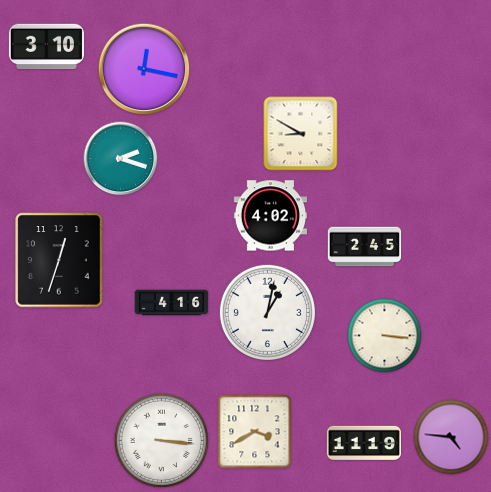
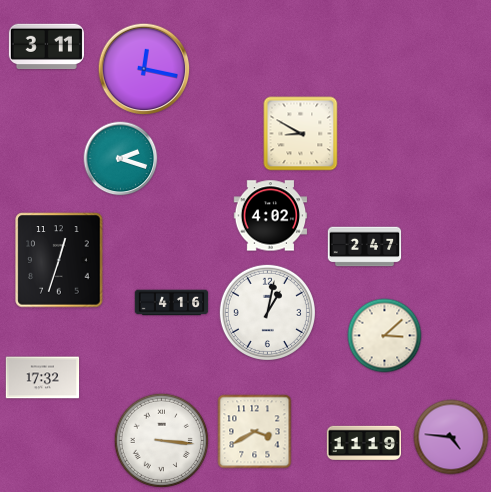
clock at (46, 47): 3:10 -> 3:11
clock at (365, 247): 2:45 -> 2:47
clock at (385, 336): 3:16 -> 3:08
clock at (43, 378): none -> 17:32
